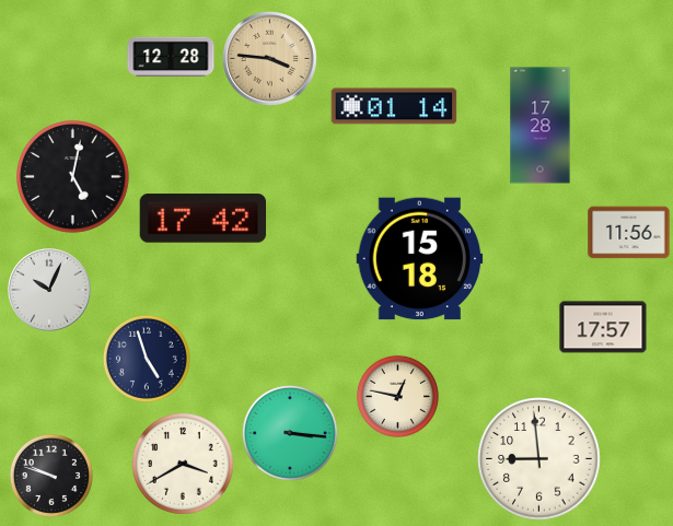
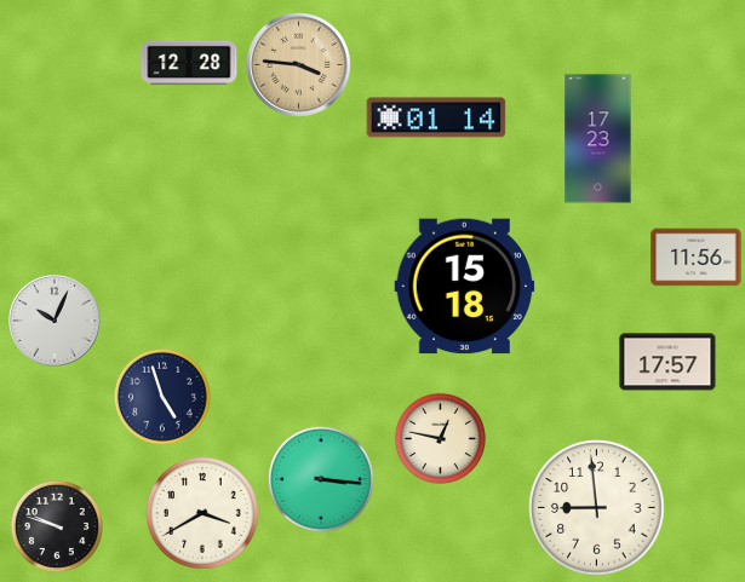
clock at (541, 126): 17:28 -> 17:23
clock at (73, 177): 5:02 -> none
clock at (204, 219): 17:42 -> none
